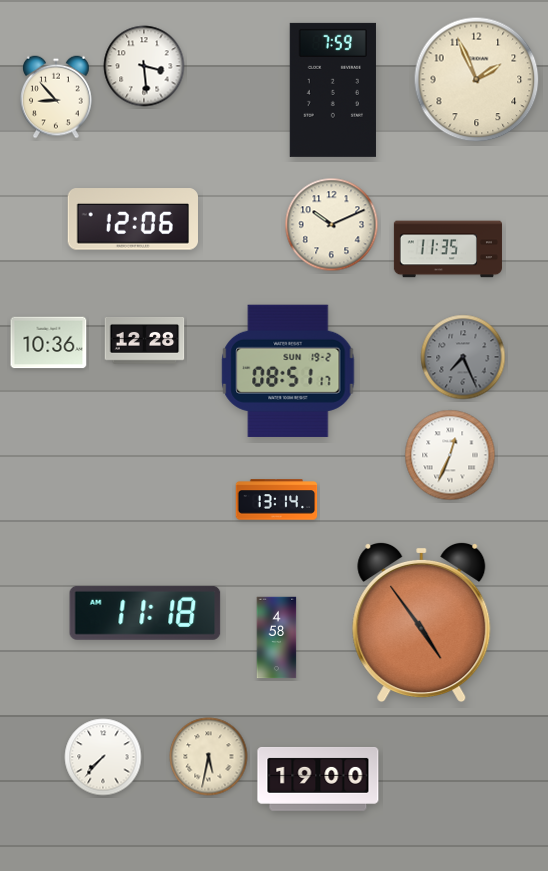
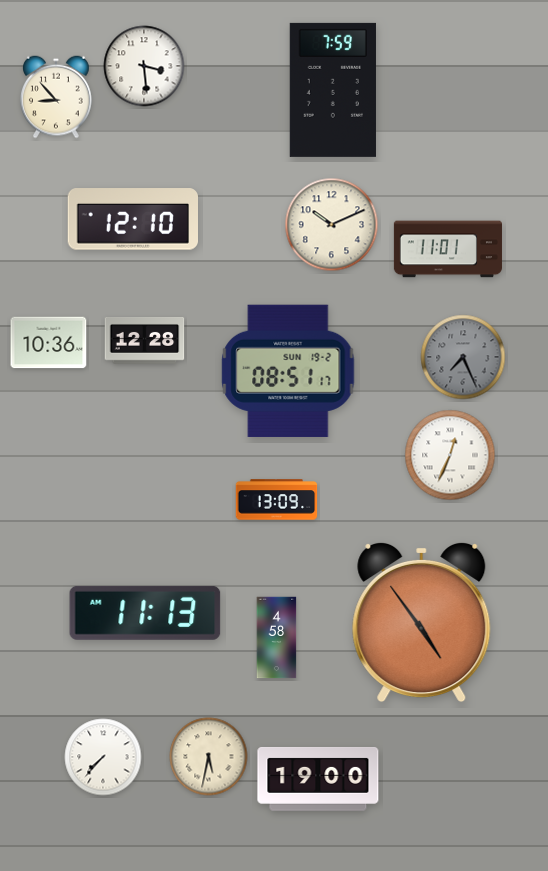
clock at (477, 80): 1:56 -> none
clock at (132, 219): 12:06 -> 12:10
clock at (448, 249): 11:35 -> 11:01
clock at (277, 500): 13:14 -> 13:09
clock at (145, 613): 11:18 -> 11:13
